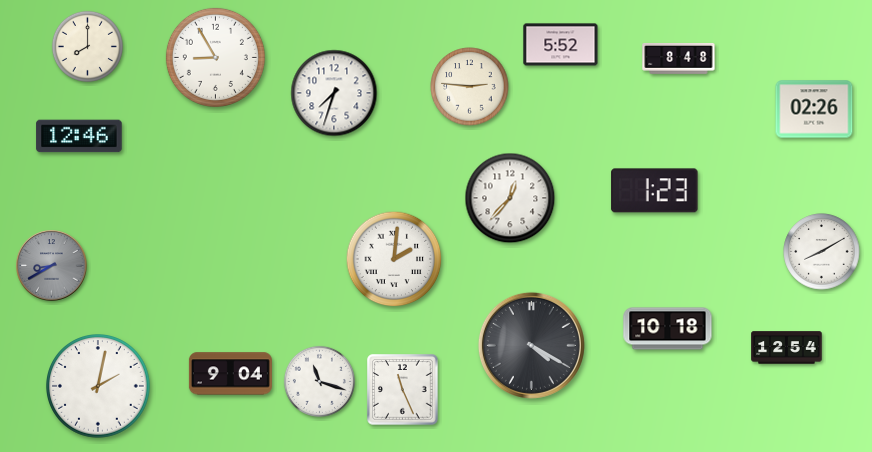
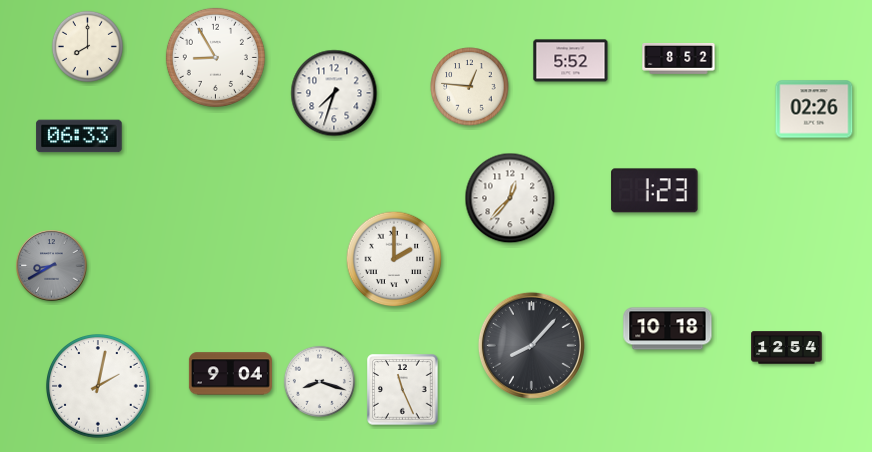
clock at (561, 45) position: (561, 45) -> (571, 61)
clock at (679, 59): 8:48 -> 8:52
clock at (470, 87): 2:46 -> 12:46
clock at (79, 136): 12:46 -> 06:33
clock at (822, 252): 8:10 -> none
clock at (394, 259): 2:01 -> 2:00
clock at (531, 345): 4:20 -> 8:07
clock at (319, 381): 11:18 -> 8:18
